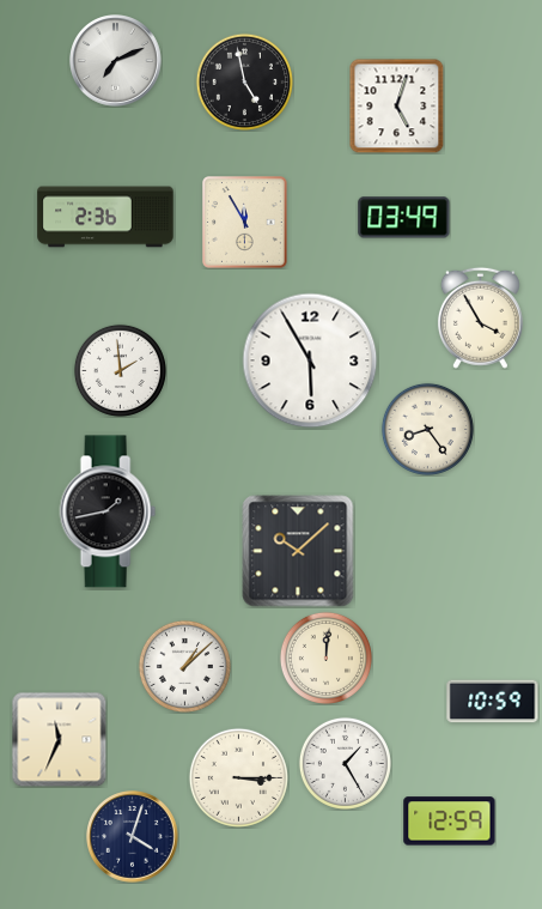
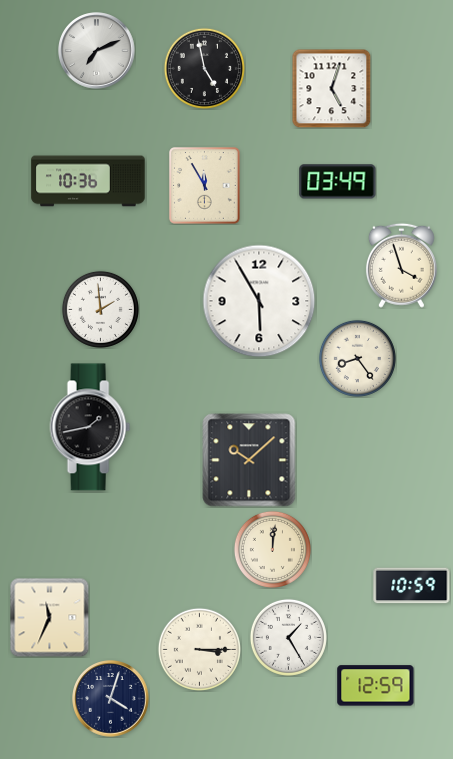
clock at (105, 217): 2:36 -> 10:36
clock at (480, 317): 3:55 -> 3:57
clock at (184, 666): 1:08 -> none
